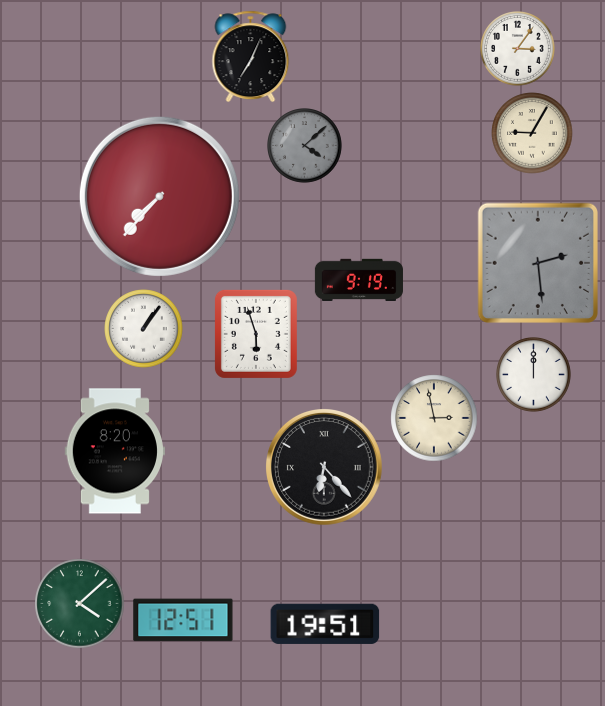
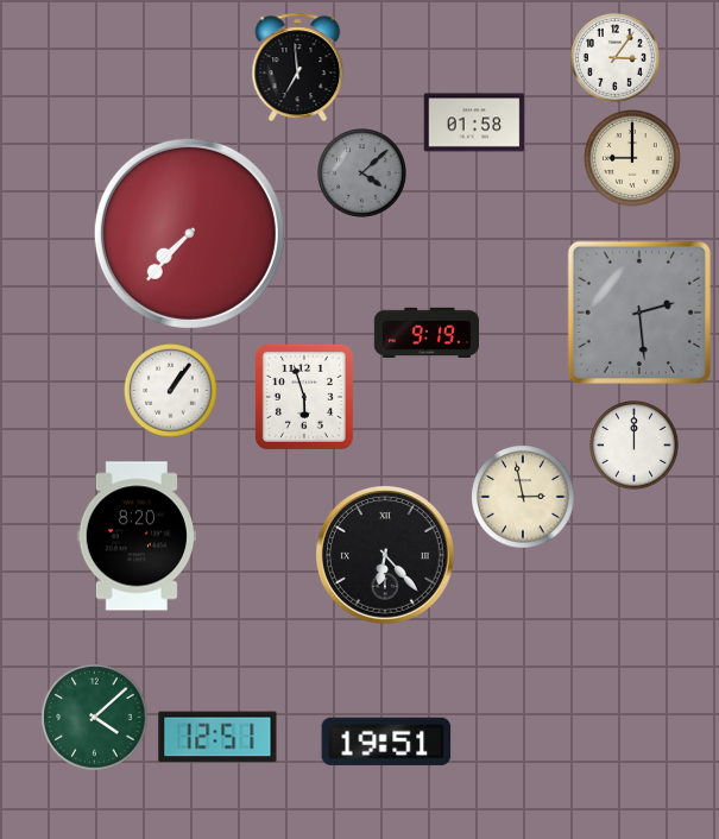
clock at (251, 57): 7:04 -> 6:59
clock at (474, 122): none -> 01:58
clock at (532, 133): 9:05 -> 9:00
clock at (434, 418) position: (434, 418) -> (523, 497)
